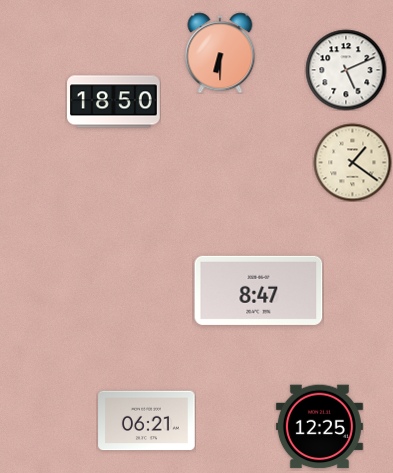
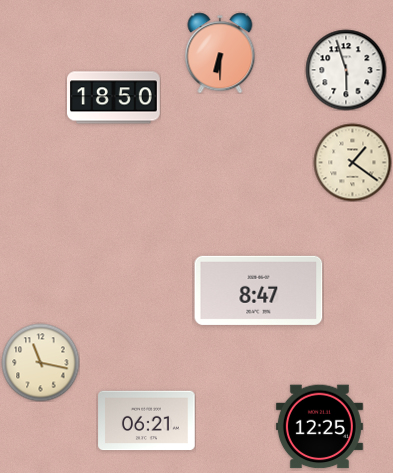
clock at (346, 70): 5:11 -> 5:57
clock at (114, 102) position: (114, 102) -> (114, 98)
clock at (40, 362): none -> 11:17
